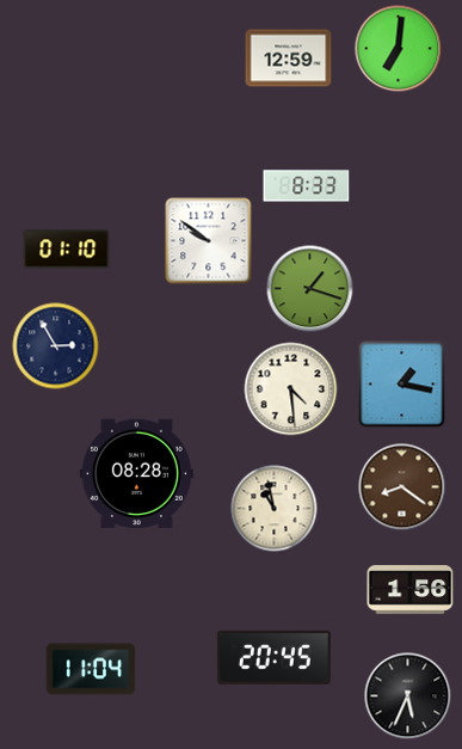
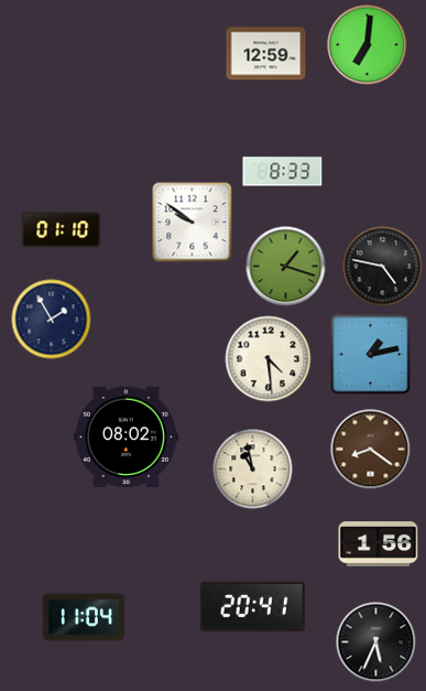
clock at (383, 267): none -> 4:47
clock at (56, 346): 2:55 -> 1:55
clock at (402, 385): 1:17 -> 1:13
clock at (136, 474): 08:28 -> 08:02
clock at (273, 657): 20:45 -> 20:41
